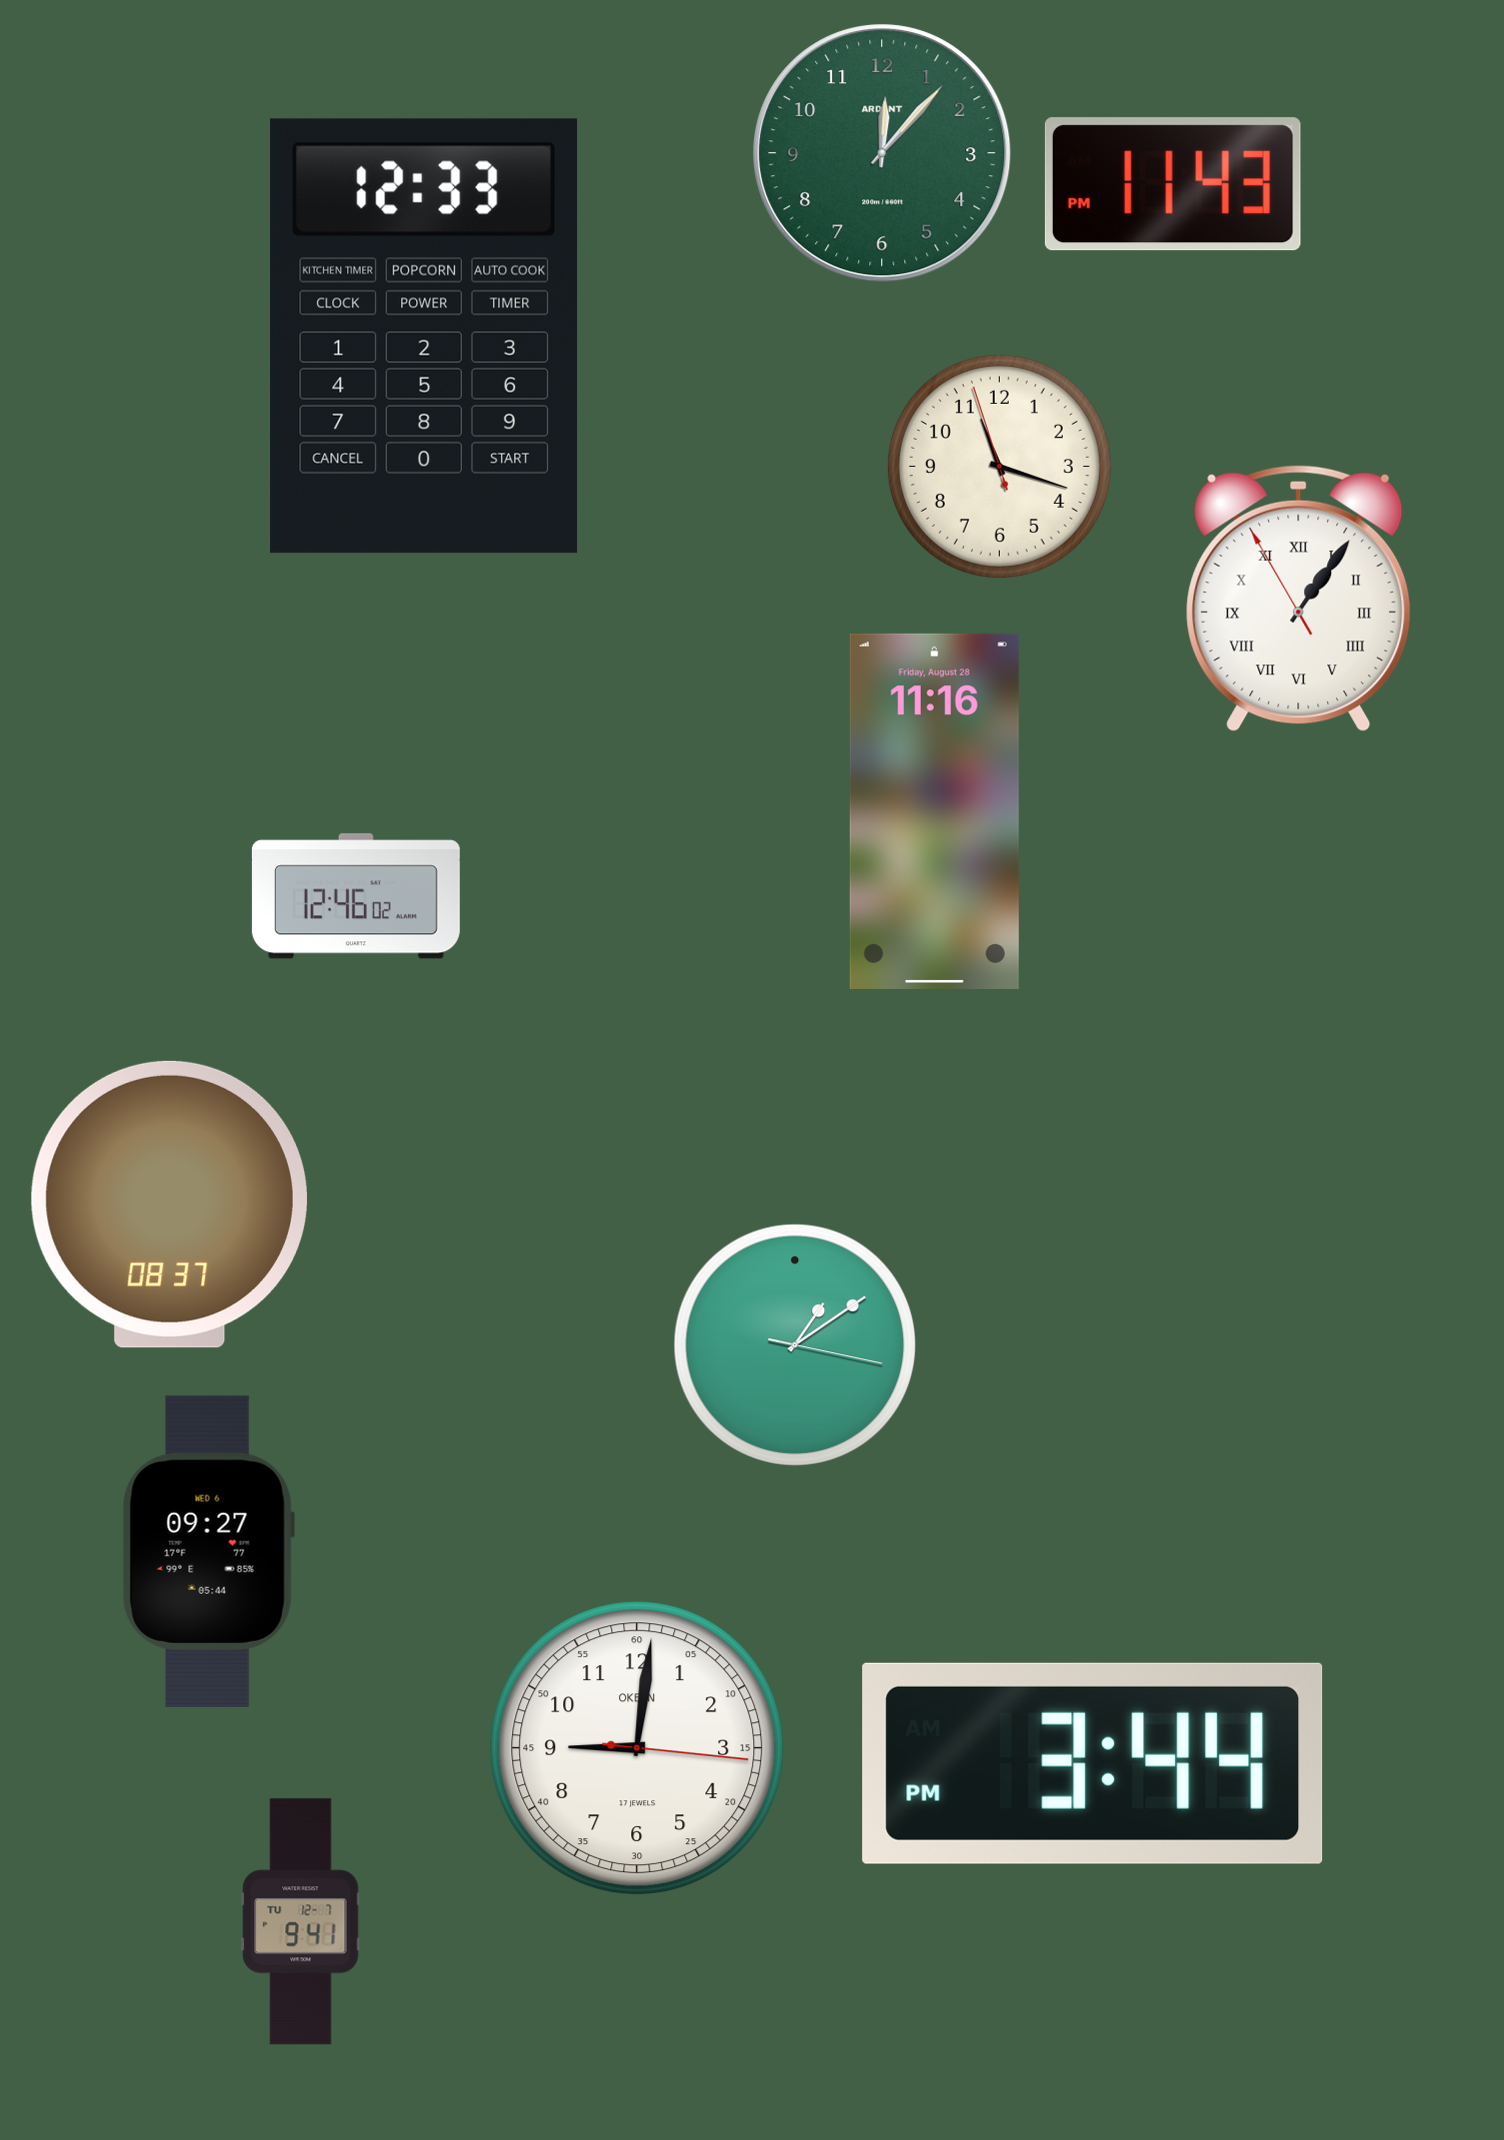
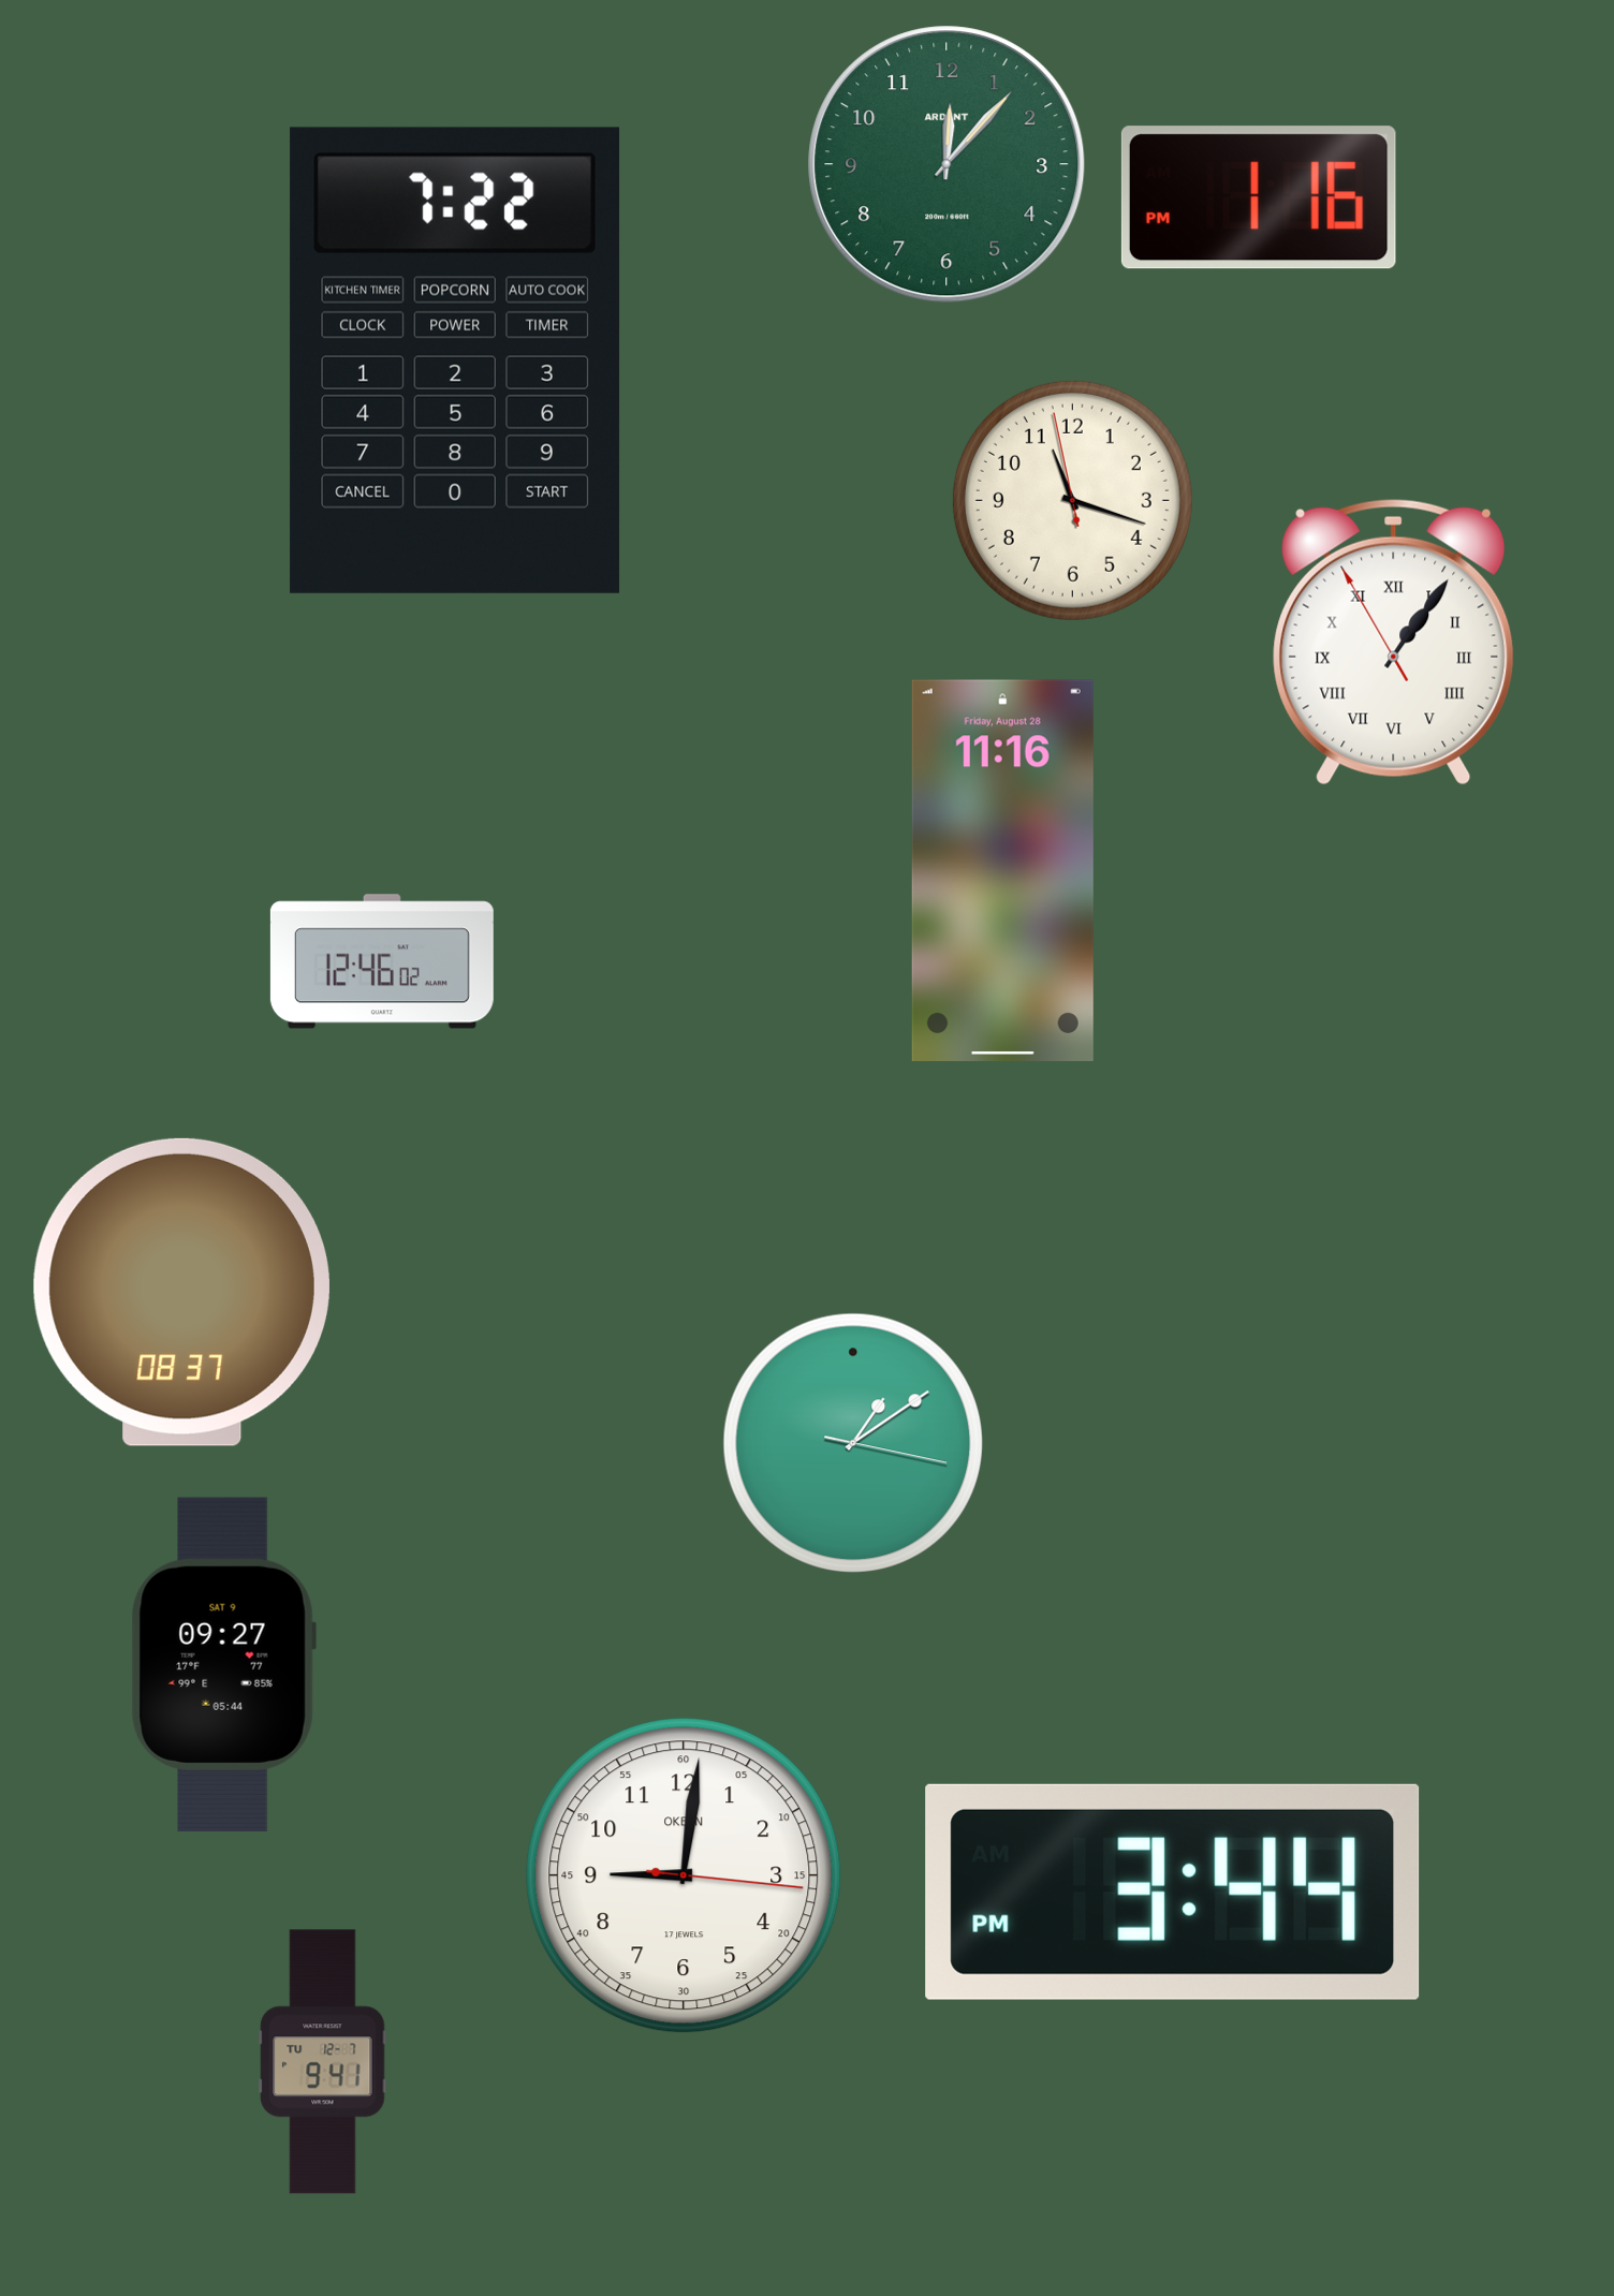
clock at (1173, 184): 11:43 -> 1:16
clock at (424, 336): 12:33 -> 7:22
clock at (999, 466): 11:17:57 -> 11:17:58
clock at (208, 1551) date: WED 6 -> SAT 9
